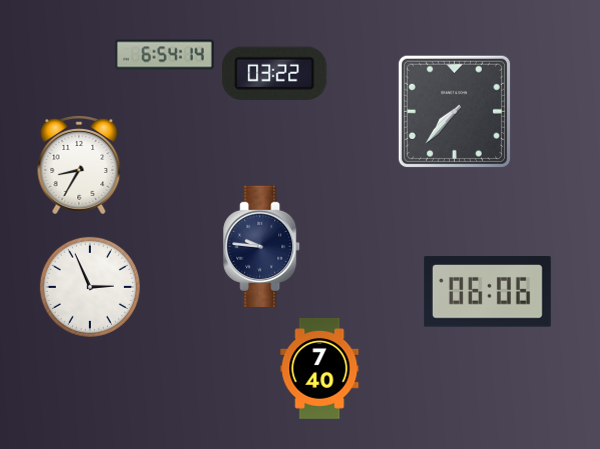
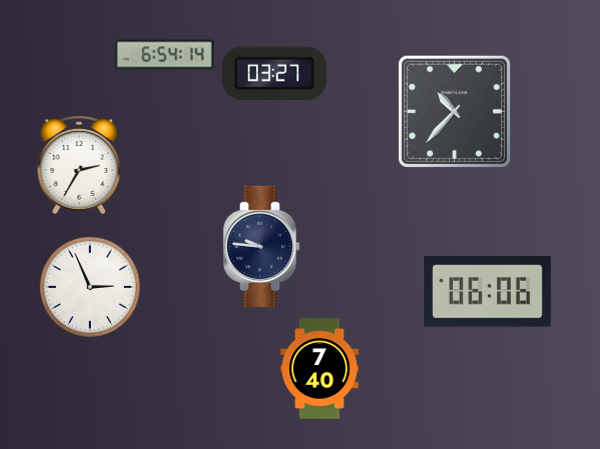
clock at (275, 73): 03:22 -> 03:27
clock at (454, 111): 7:37 -> 10:37
clock at (79, 165): 8:35 -> 2:35
